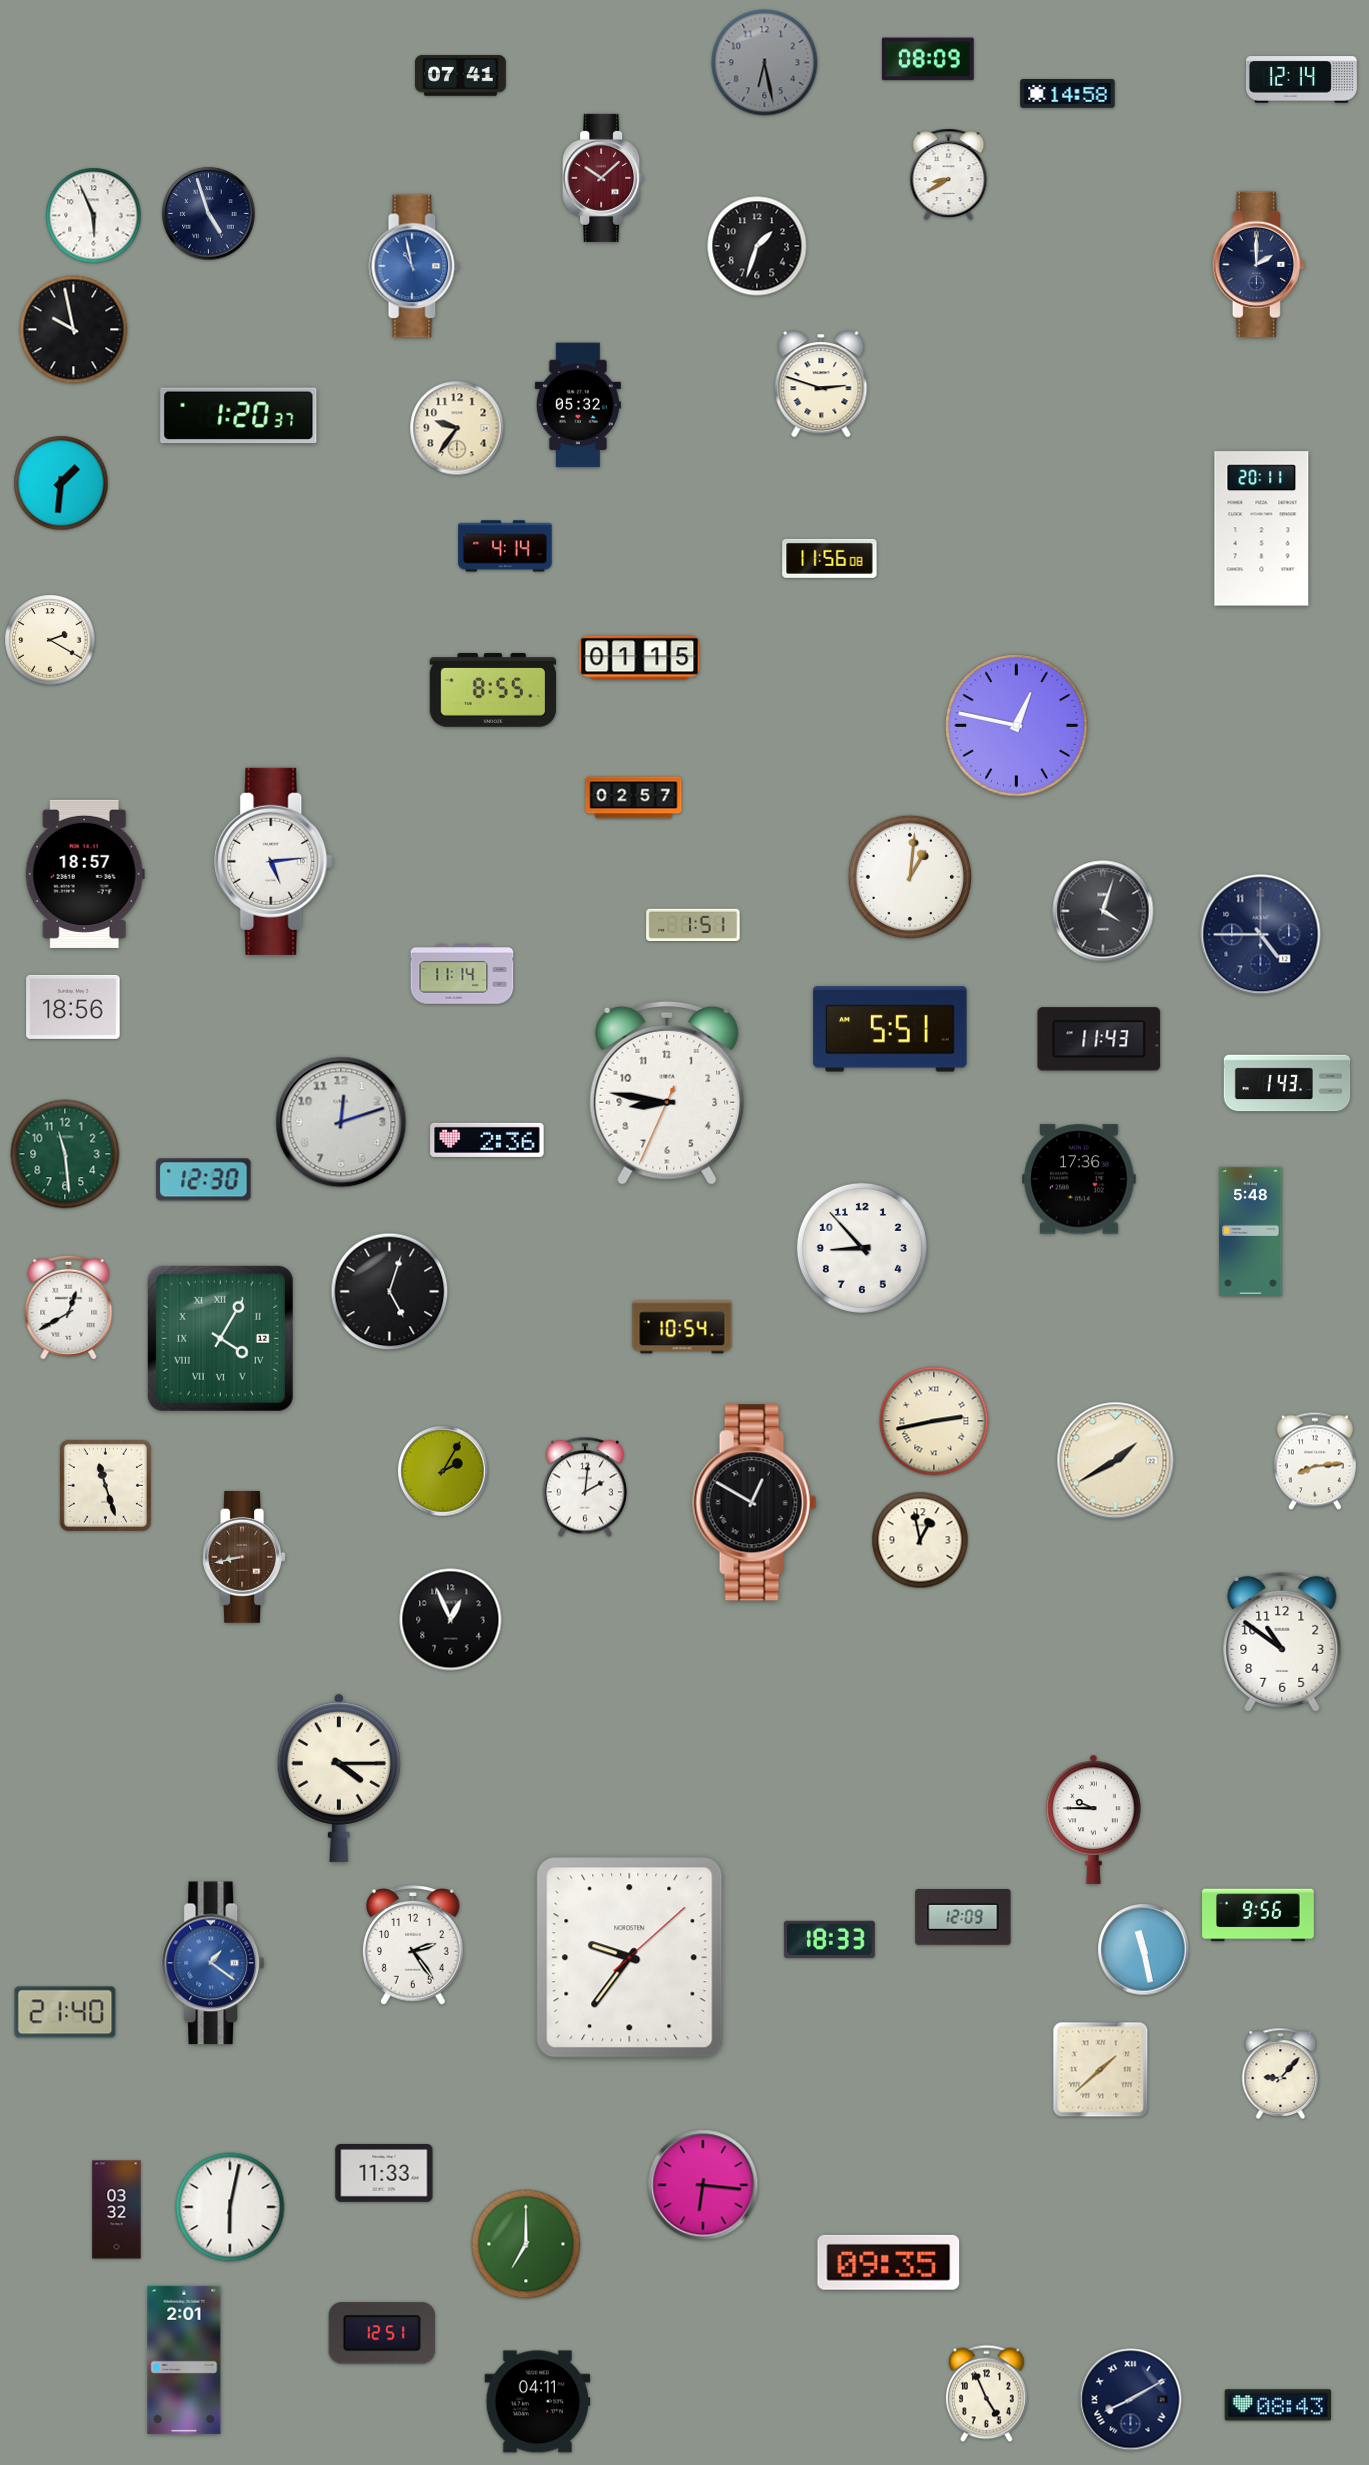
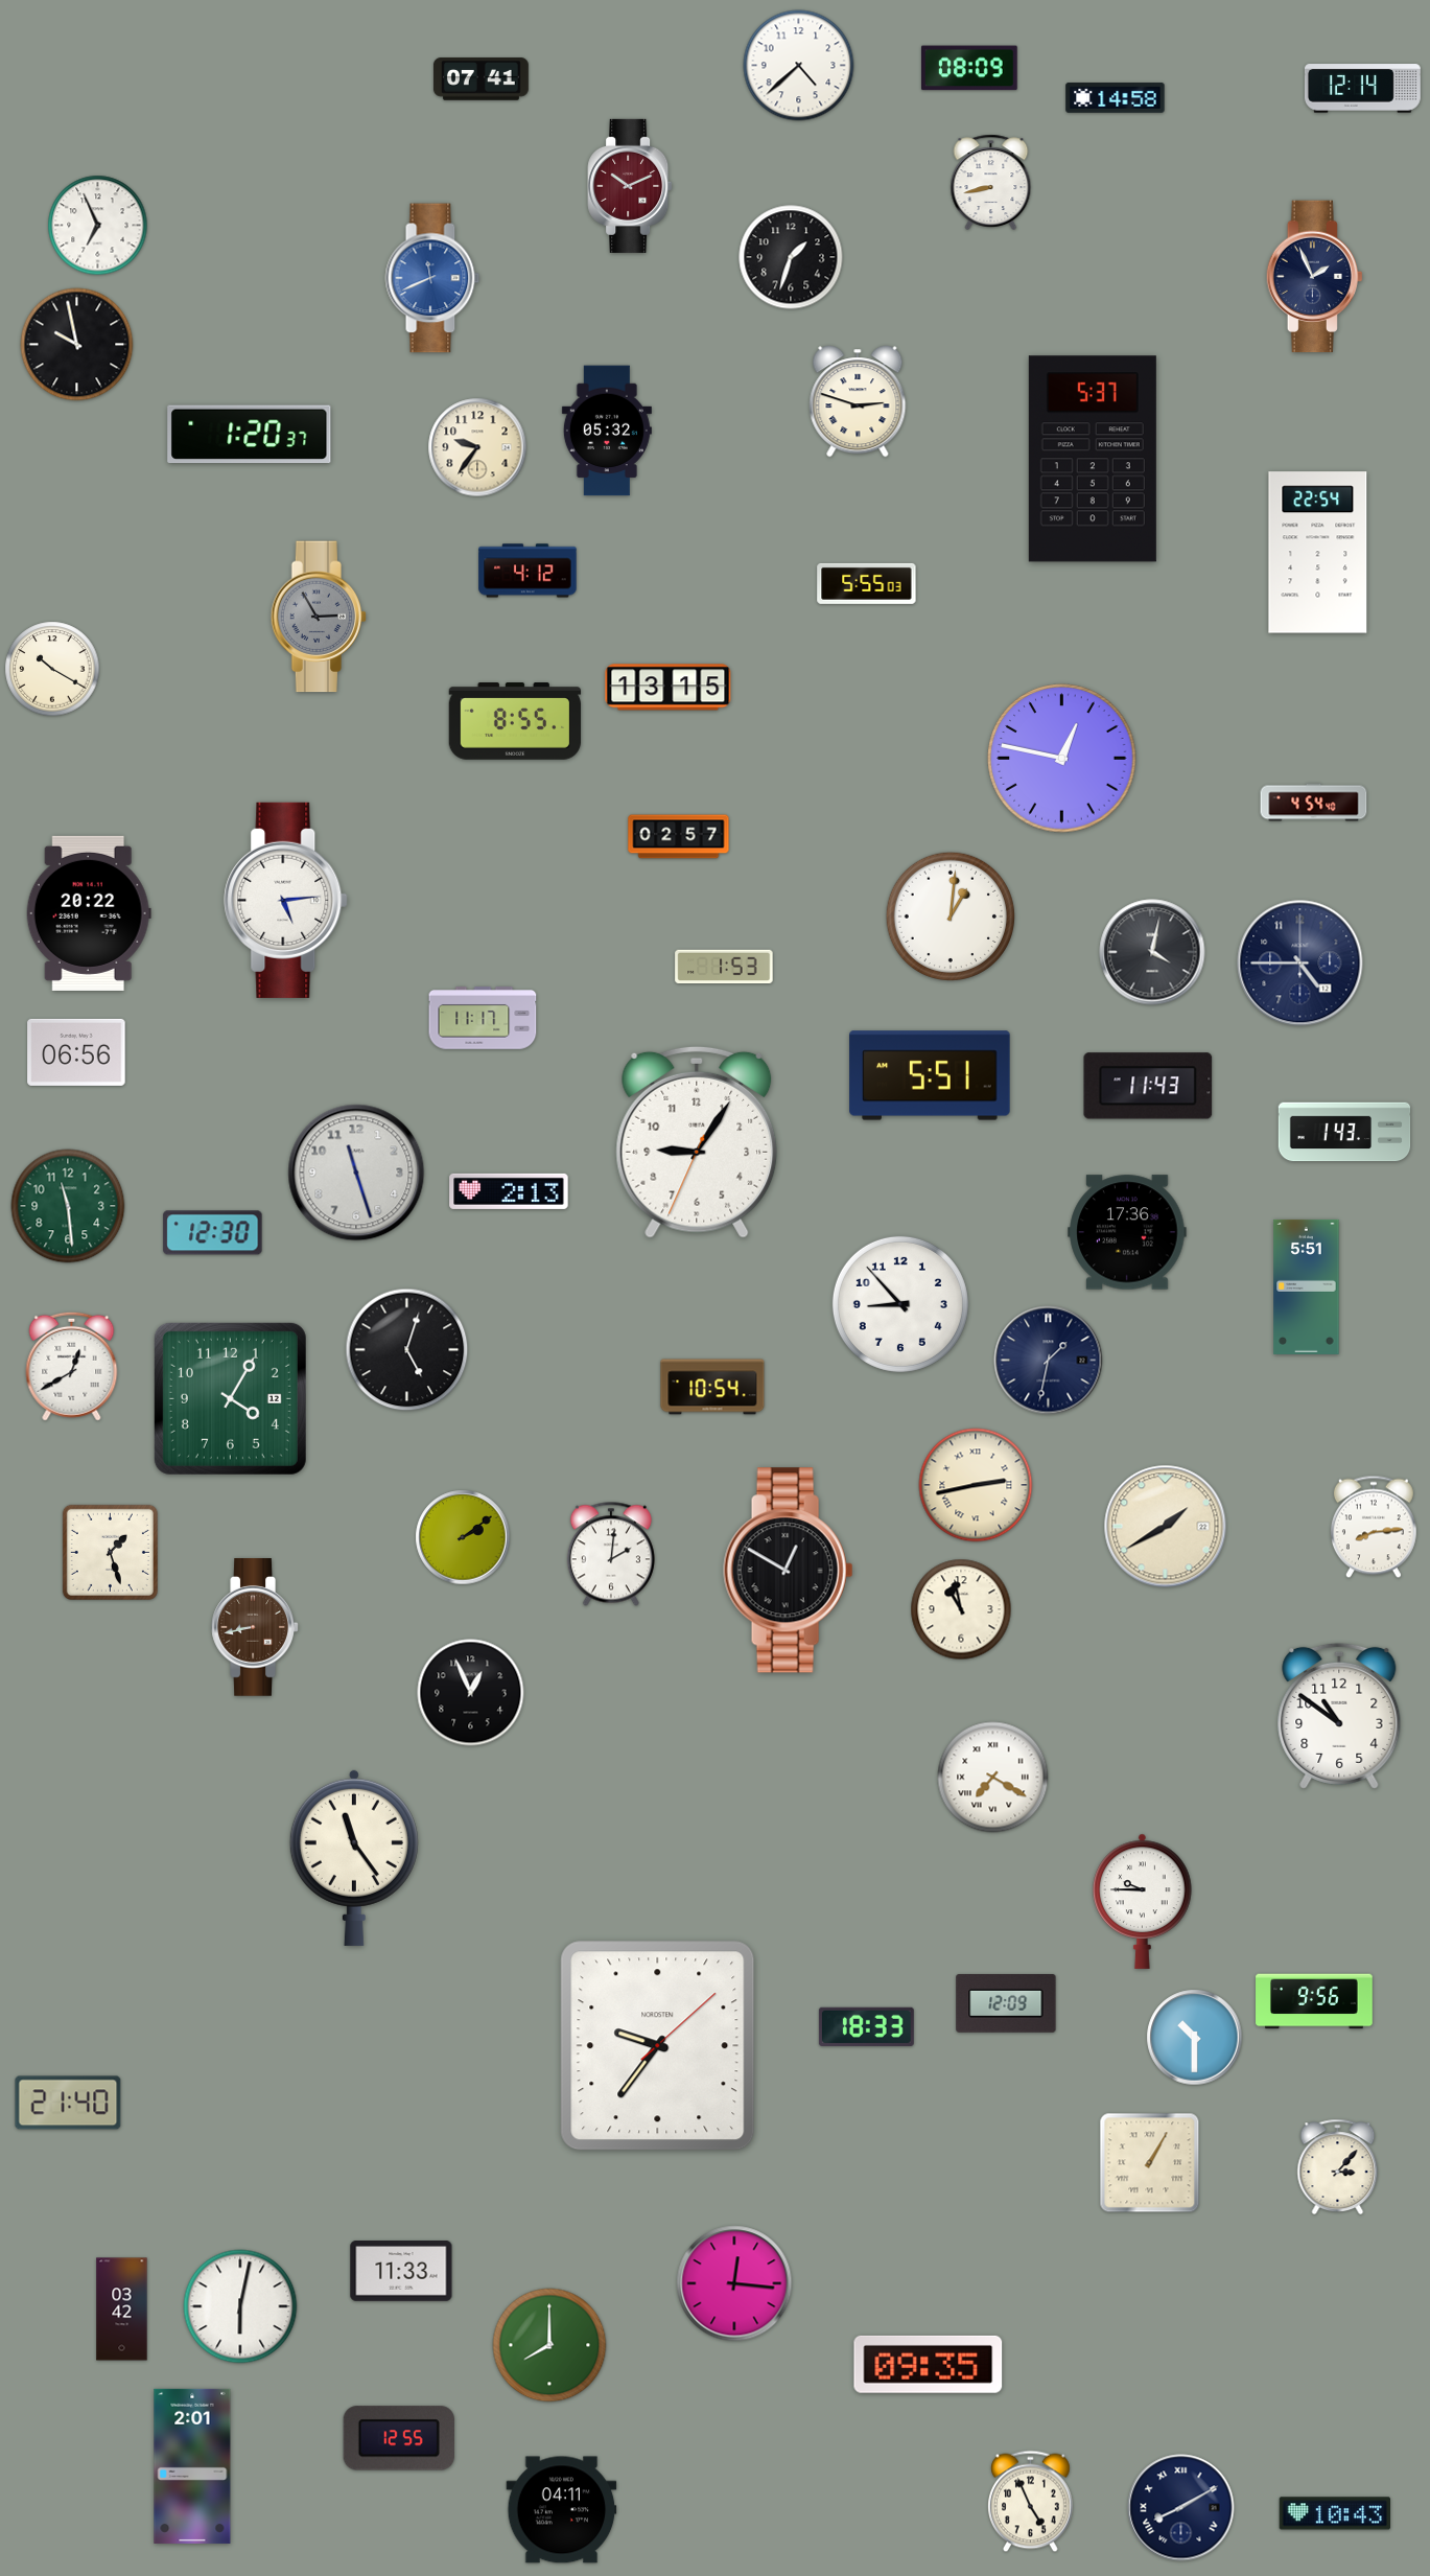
clock at (928, 59) position: (928, 59) -> (969, 68)
clock at (765, 63): 6:28 -> 4:38
clock at (765, 63) dial: grey -> white
clock at (1302, 80) position: (1302, 80) -> (1363, 89)
clock at (949, 174): 8:40 -> 8:43
clock at (603, 178): 10:08 -> 10:11
clock at (209, 214): 4:57 -> none
clock at (94, 216): 5:56 -> 6:56
clock at (1258, 265): 2:00 -> 1:56
clock at (414, 266): 10:58 -> 11:41
clock at (578, 405) position: (578, 405) -> (607, 431)
clock at (1093, 459): none -> 5:37
clock at (61, 483): 1:31 -> none
clock at (1262, 529): 20:11 -> 22:54
clock at (505, 546): 4:14 -> 4:12
clock at (830, 558): 11:56 -> 5:55
clock at (319, 617): none -> 2:55
clock at (50, 640): 2:20 -> 10:20
clock at (640, 658): 01:15 -> 13:15
clock at (1314, 803): none -> 4:54
clock at (634, 798) position: (634, 798) -> (679, 837)
clock at (85, 874): 18:57 -> 20:22
clock at (1103, 911): 4:03 -> 4:02
clock at (693, 925): 1:51 -> 1:53
clock at (1261, 935) position: (1261, 935) -> (1300, 964)
clock at (462, 974): 11:14 -> 11:17
clock at (73, 1007): 18:56 -> 06:56
clock at (667, 1093): 8:46 -> 9:05
clock at (341, 1122): 12:12 -> 11:27
clock at (487, 1140): 2:36 -> 2:13
clock at (1251, 1231): 5:48 -> 5:51
clock at (1049, 1361): none -> 1:32
clock at (220, 1338) numerals: Roman -> Arabic
clock at (443, 1471): 2:05 -> 2:09
clock at (105, 1485): 11:27 -> 1:27
clock at (920, 1540): 12:58 -> 10:58
clock at (993, 1778): none -> 7:20
clock at (339, 1777): 4:15 -> 11:24
clock at (414, 1945): 2:24 -> none
clock at (1144, 1950): 11:28 -> 10:30
clock at (212, 1963): 1:21 -> none
clock at (1101, 2070): 1:38 -> 1:05
clock at (1281, 2073): 9:07 -> 3:07
clock at (703, 2185): 6:16 -> 12:16
clock at (117, 2210): 03:32 -> 03:42
clock at (526, 2244): 7:00 -> 8:00
clock at (382, 2333): 12:51 -> 12:55
clock at (1278, 2405): 08:43 -> 10:43
